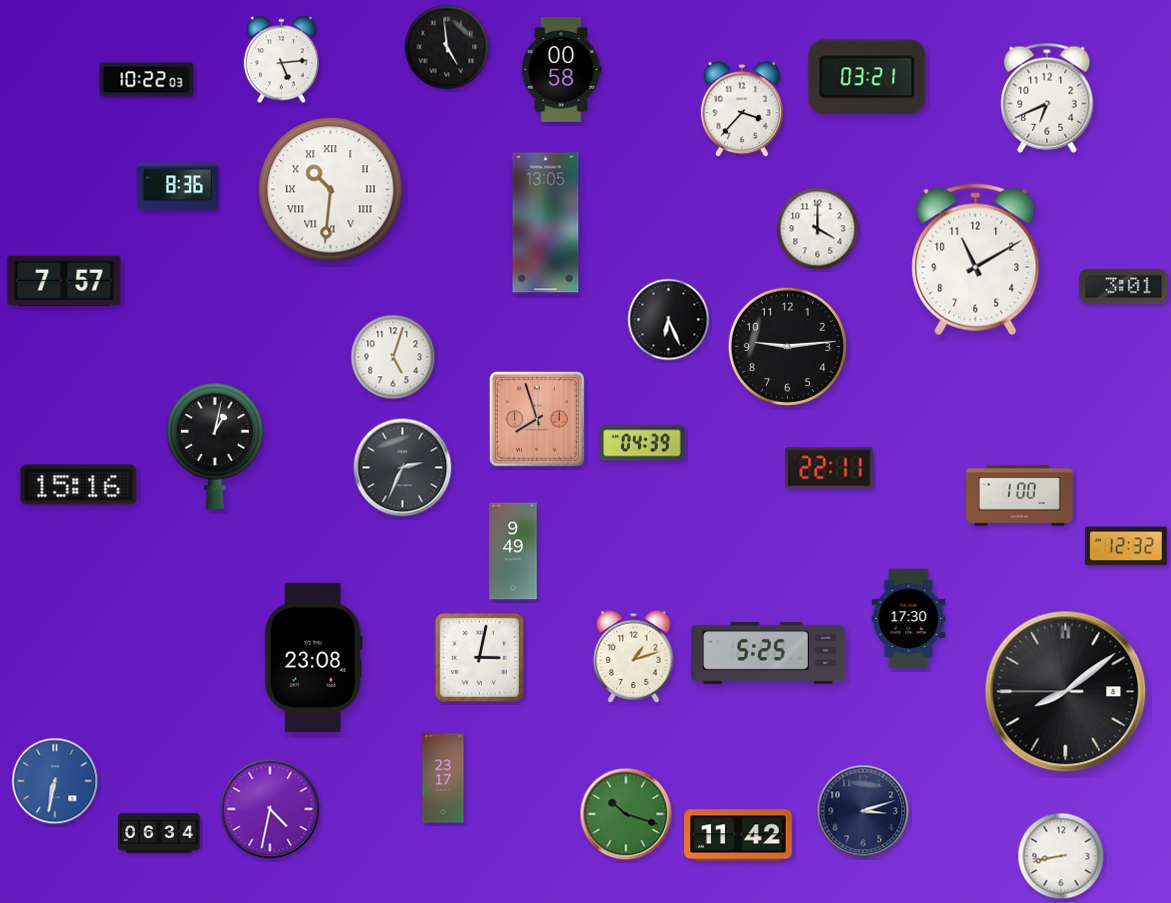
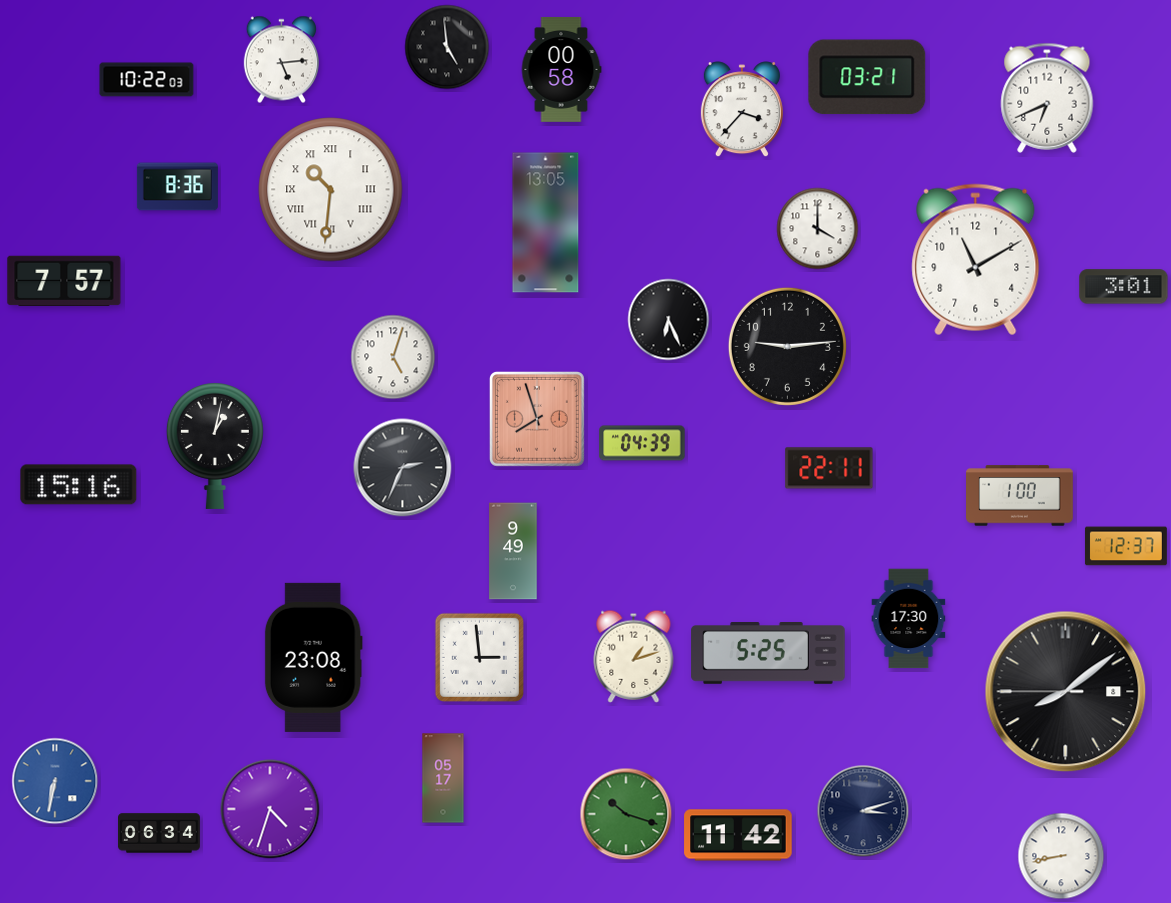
clock at (1126, 546): 12:32 -> 12:37
clock at (479, 657): 3:02 -> 2:59
clock at (443, 778): 23:17 -> 05:17
clock at (270, 809): 4:32 -> 4:33
